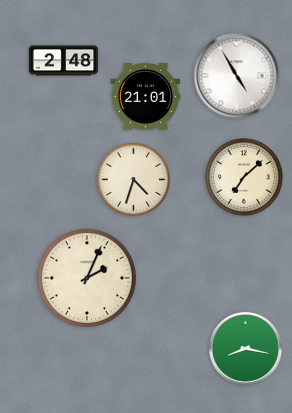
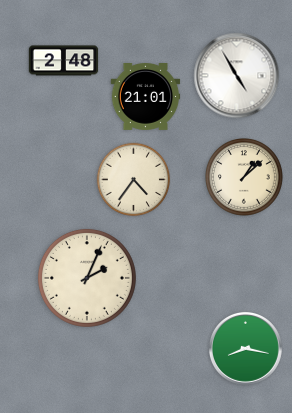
clock at (245, 178): 7:08 -> 1:08
clock at (134, 180): 4:33 -> 4:36
